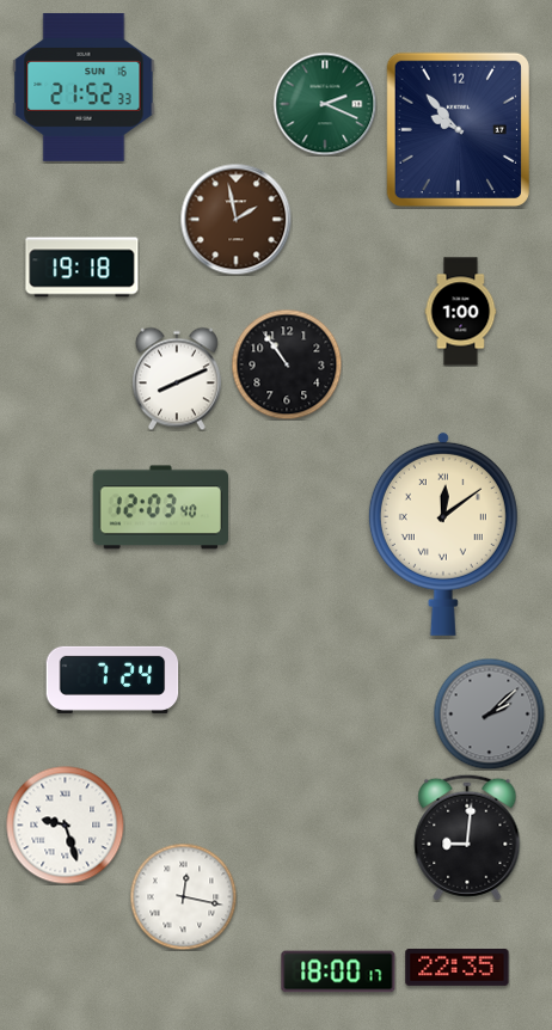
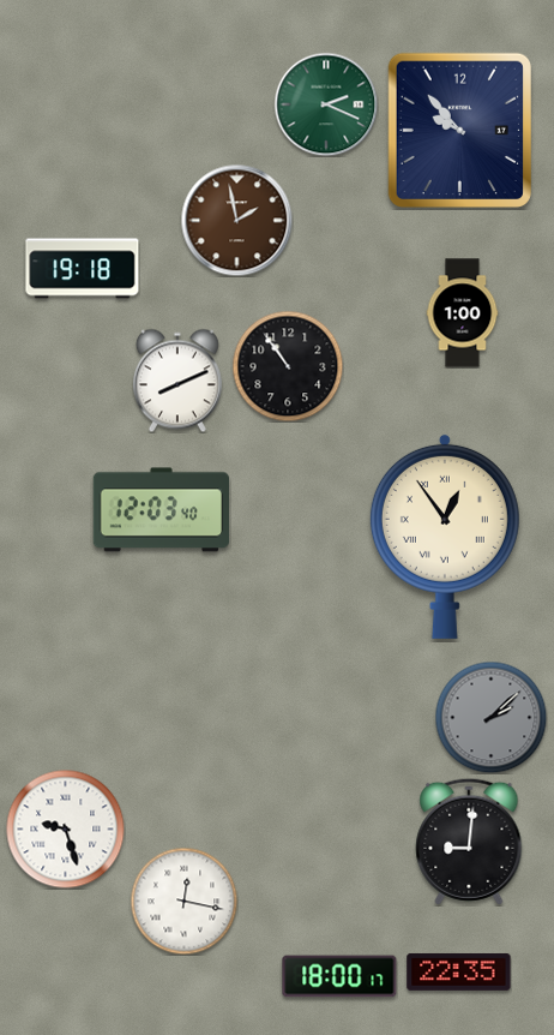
clock at (84, 87): 21:52 -> none
clock at (443, 534): 12:09 -> 12:54
clock at (112, 680): 7:24 -> none
